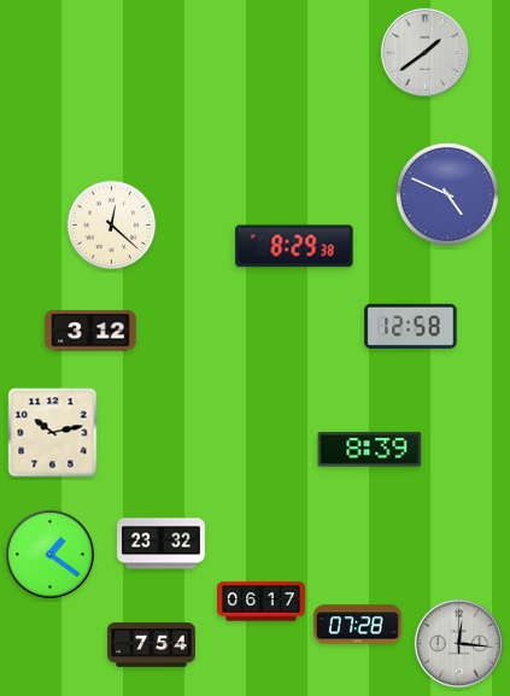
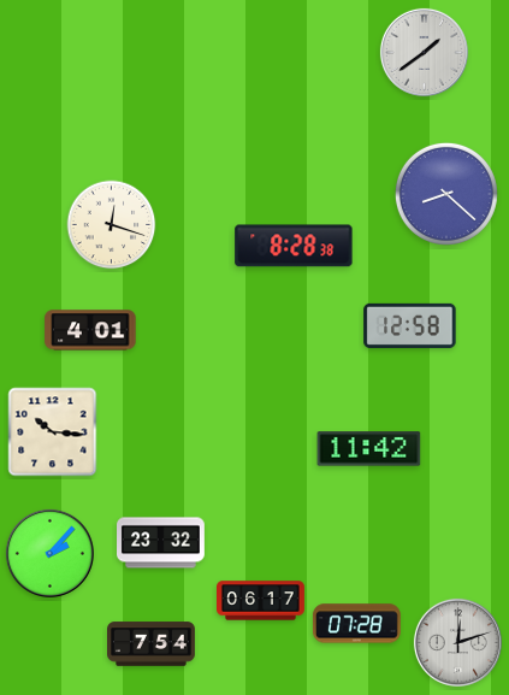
clock at (447, 194): 4:49 -> 8:22
clock at (112, 226): 12:22 -> 12:18
clock at (294, 246): 8:29 -> 8:28
clock at (90, 331): 3:12 -> 4:01
clock at (53, 433): 10:13 -> 10:16
clock at (370, 450): 8:39 -> 11:42
clock at (49, 554): 1:21 -> 2:07
clock at (458, 643): 12:16 -> 12:12
